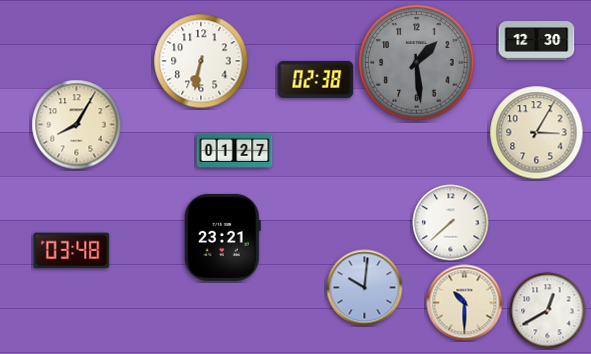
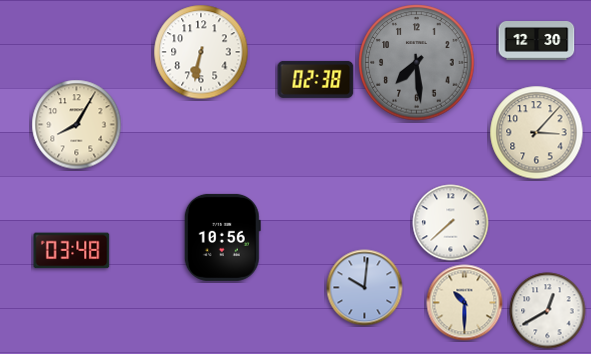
clock at (201, 61) position: (201, 61) -> (201, 52)
clock at (417, 63): 1:29 -> 7:29
clock at (537, 133): 3:05 -> 3:07
clock at (235, 150): 01:27 -> none
clock at (222, 237): 23:21 -> 10:56
